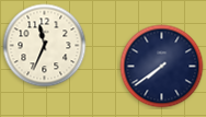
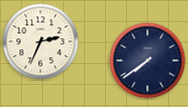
clock at (45, 46): 11:34 -> 2:34
